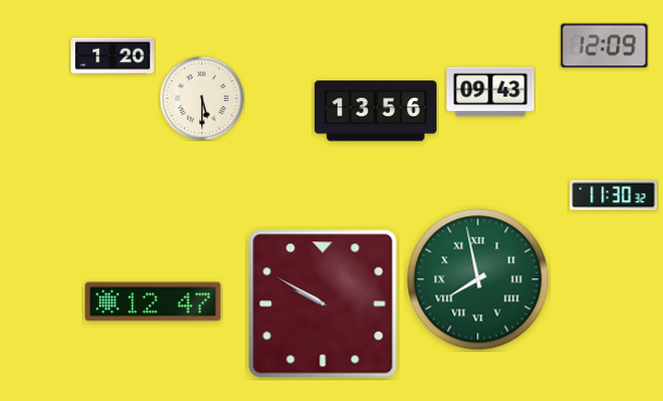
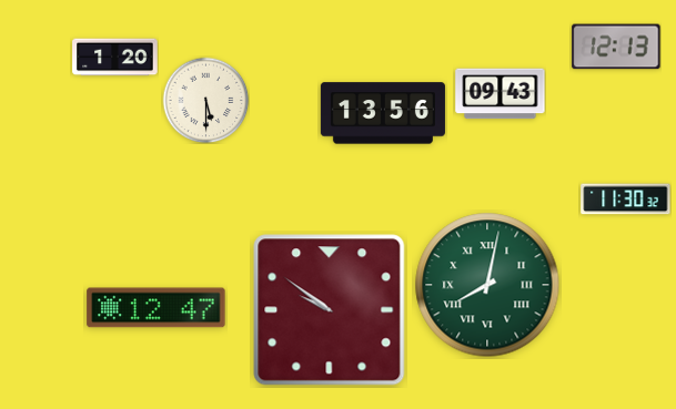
clock at (604, 46): 12:09 -> 12:13
clock at (478, 279): 7:58 -> 8:02
clock at (323, 304): 9:50 -> 9:51
